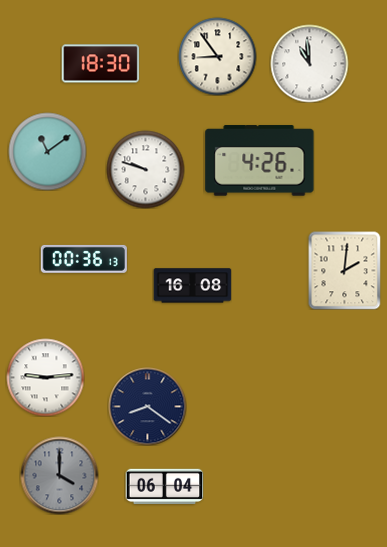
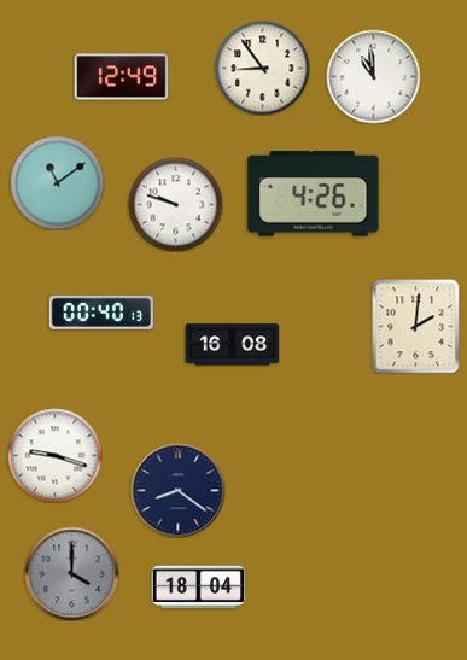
clock at (100, 64): 18:30 -> 12:49
clock at (84, 259): 00:36 -> 00:40
clock at (45, 377): 9:14 -> 9:18
clock at (164, 486): 06:04 -> 18:04
